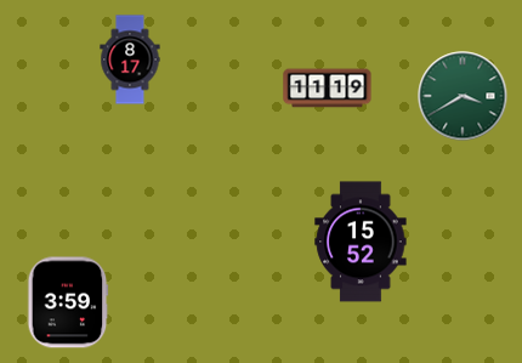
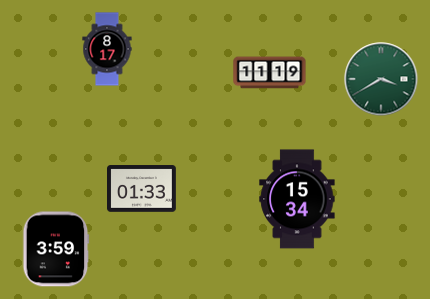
clock at (142, 189): none -> 01:33
clock at (361, 242): 15:52 -> 15:34
